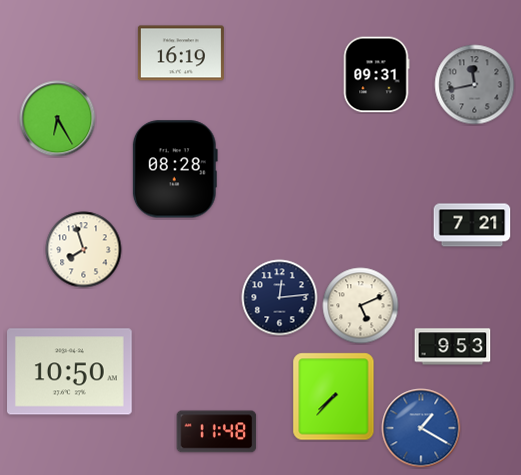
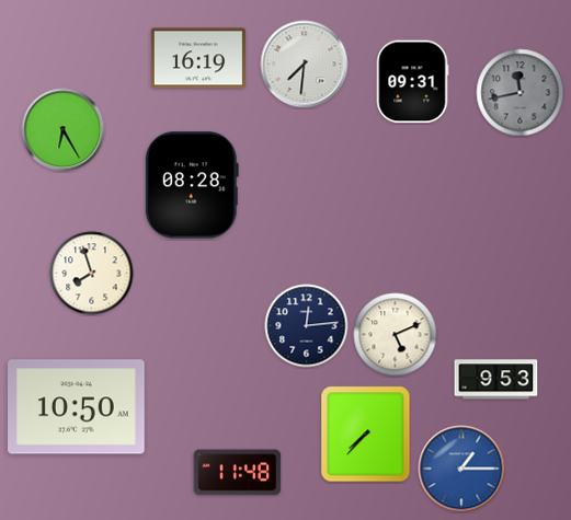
clock at (305, 65): none -> 7:31
clock at (472, 225): 7:21 -> none
clock at (421, 428): 1:20 -> 1:15
